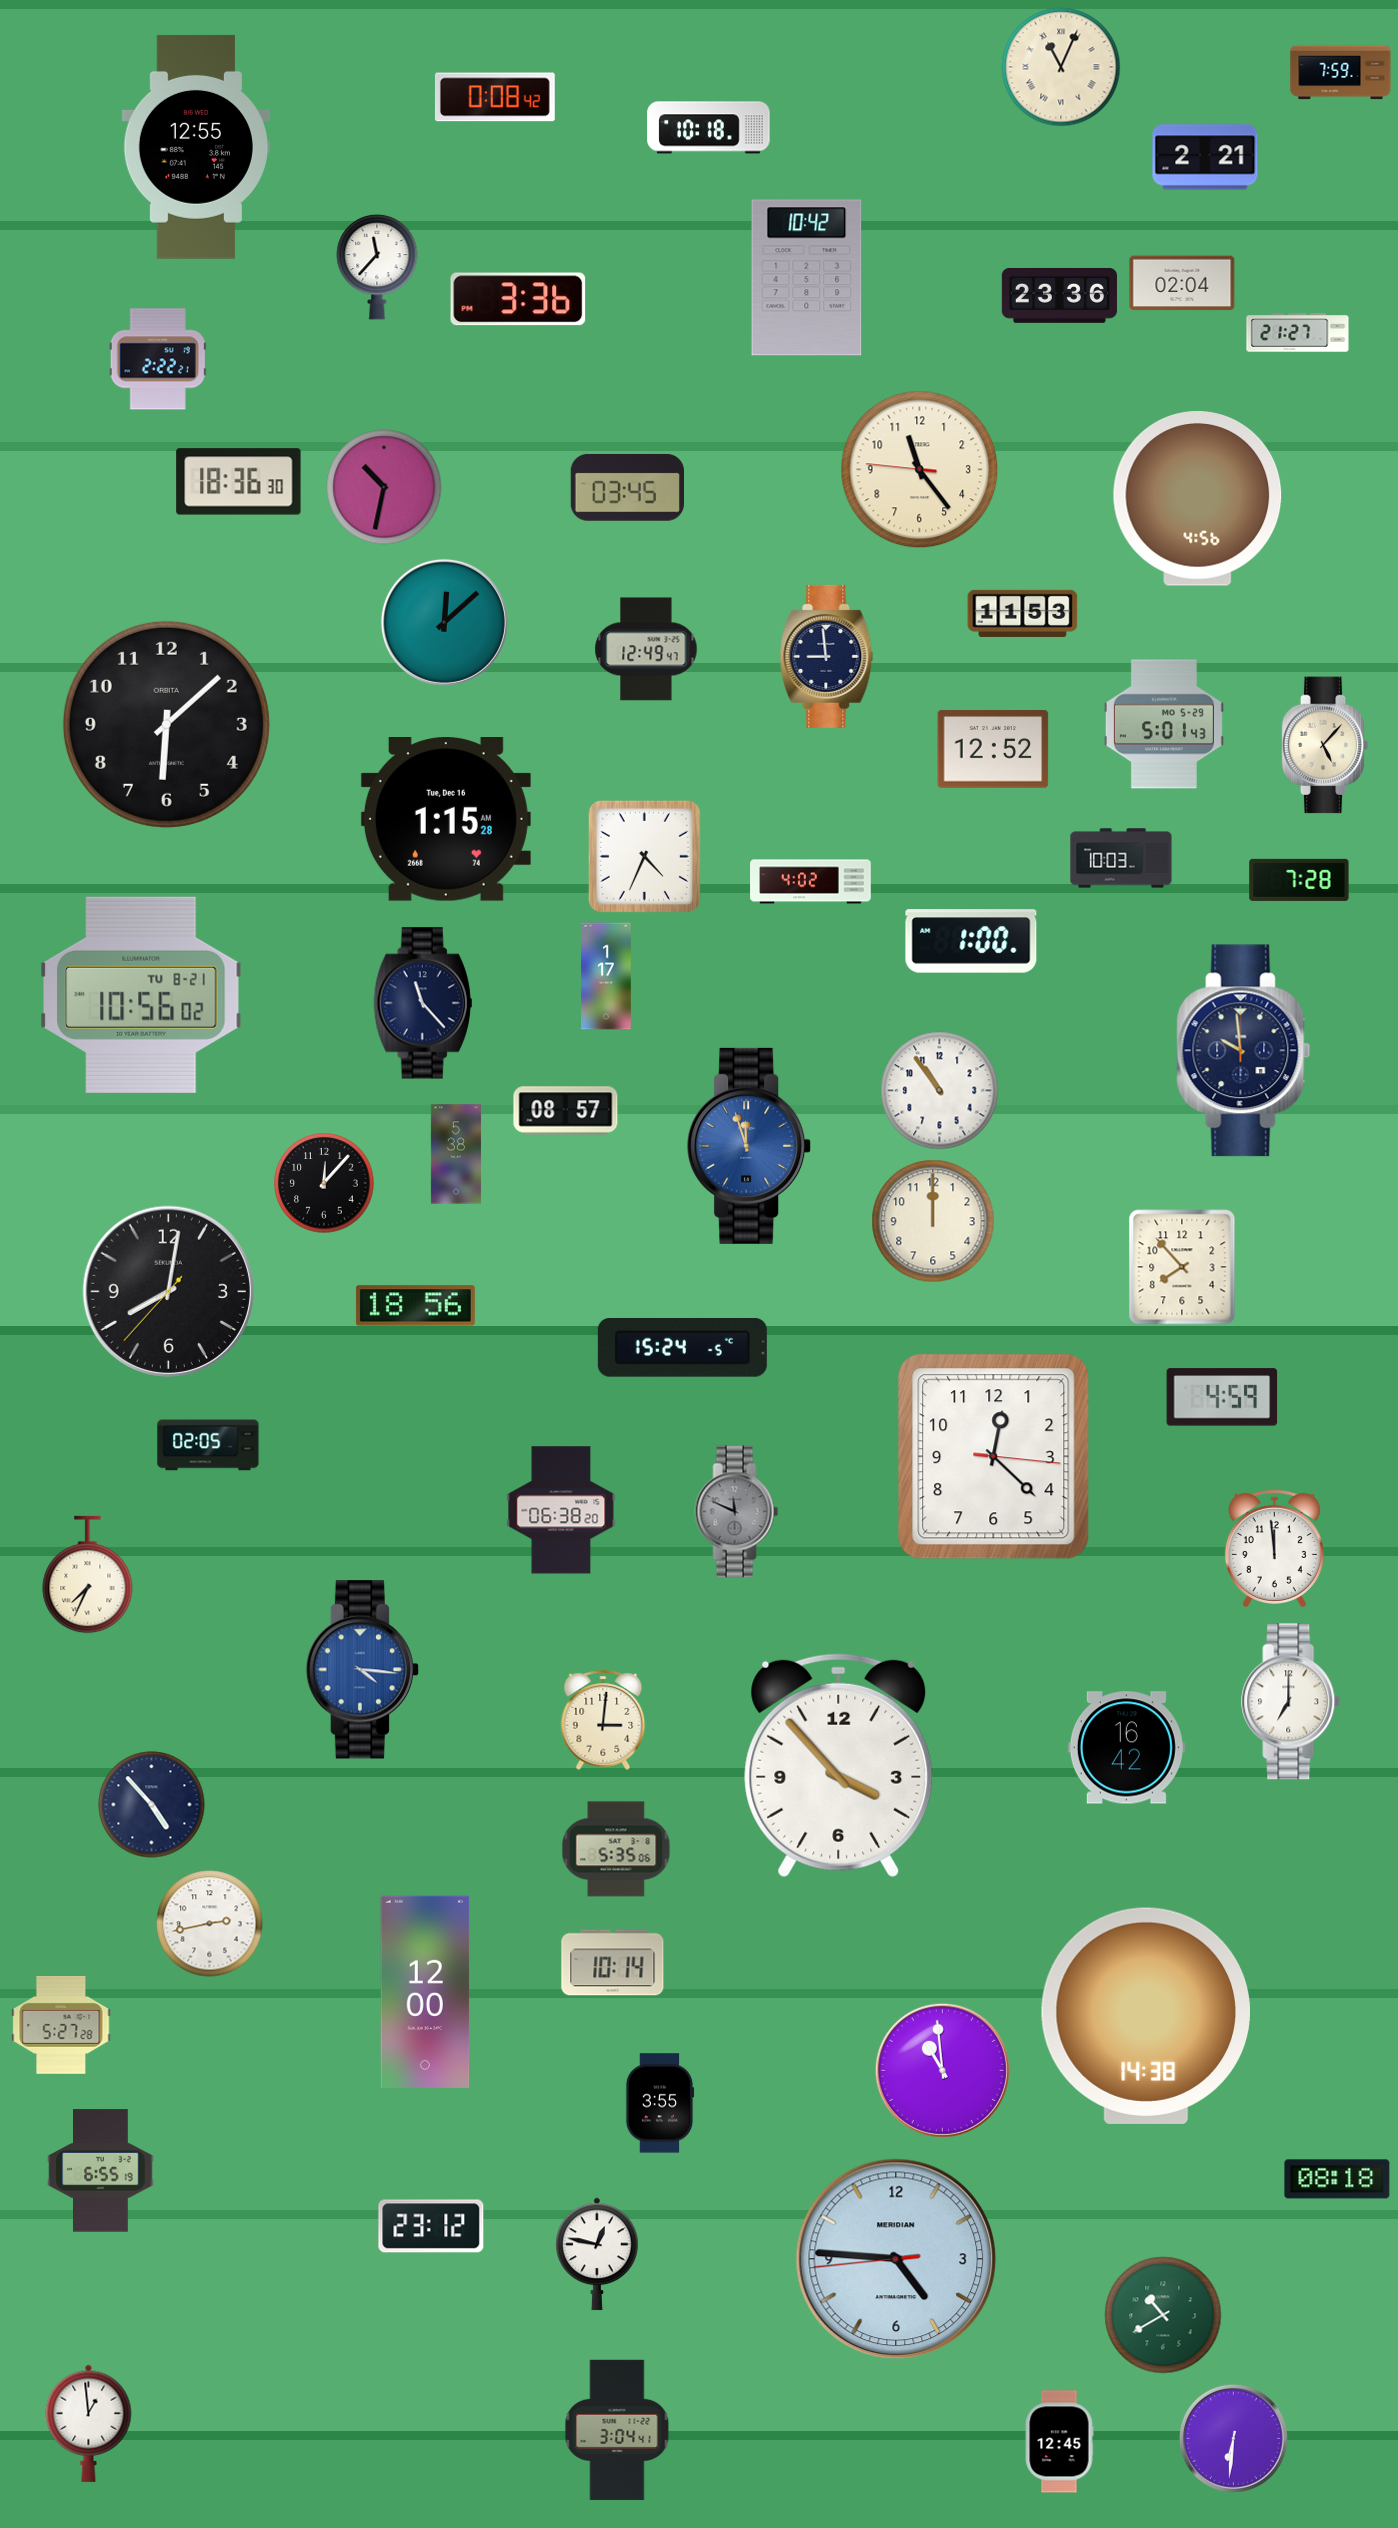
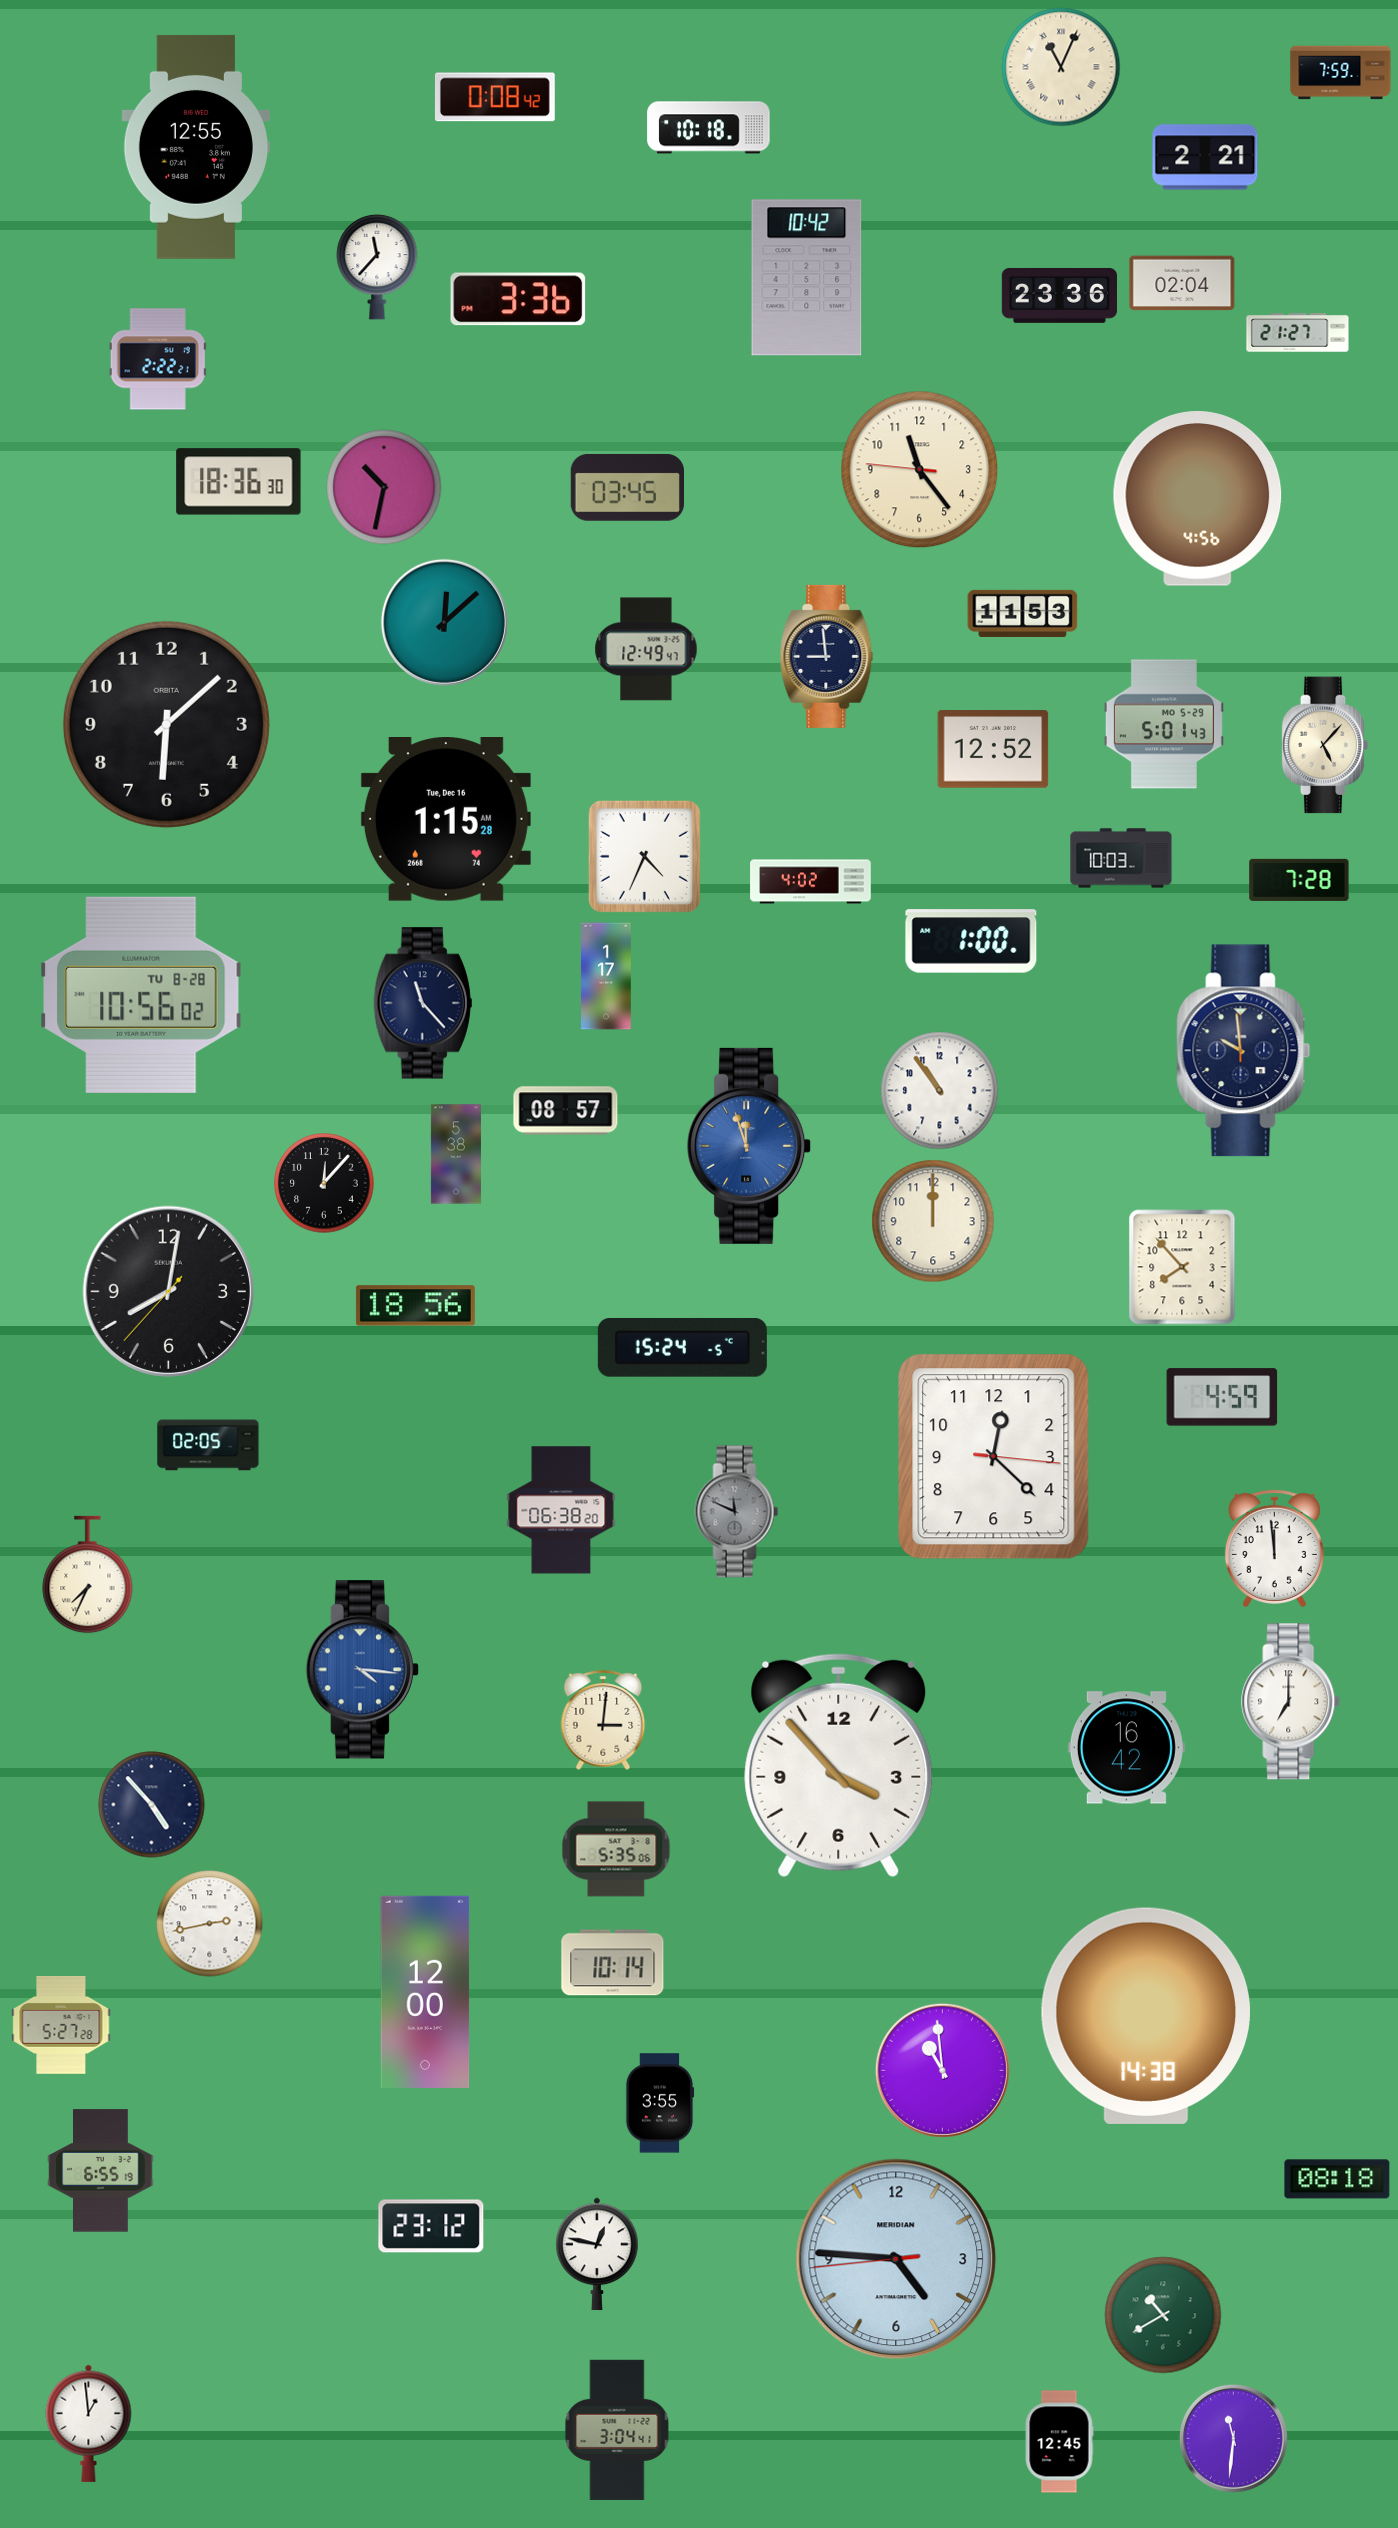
clock at (141, 995) date: TU 8-21 -> TU 8-28
clock at (1233, 2438): 6:31 -> 11:31
